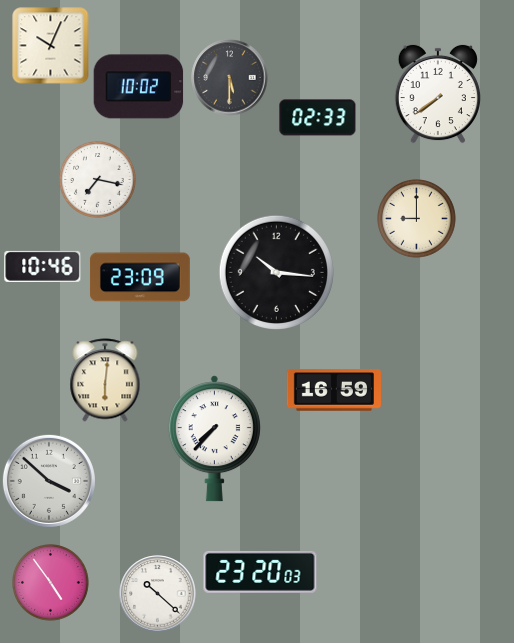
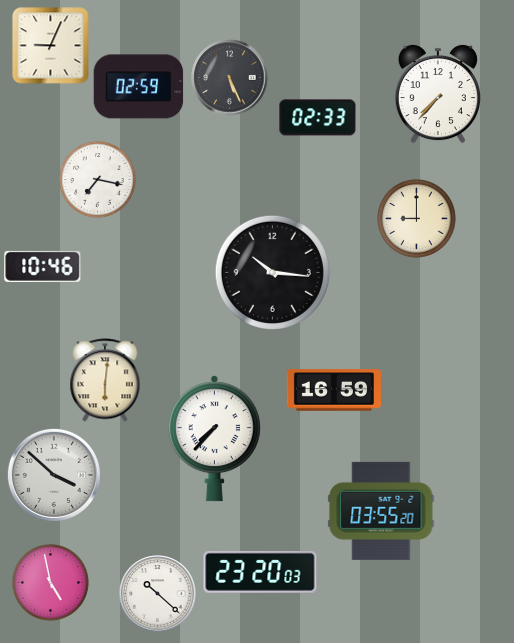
clock at (51, 46): 10:04 -> 9:04
clock at (230, 78): 5:30 -> 5:26
clock at (139, 87): 10:02 -> 02:59
clock at (438, 94): 7:39 -> 7:37
clock at (276, 272) position: (276, 272) -> (272, 272)
clock at (140, 277): 23:09 -> none
clock at (49, 481) position: (49, 481) -> (54, 475)
clock at (381, 511): none -> 03:55
clock at (51, 583): 4:54 -> 4:58
